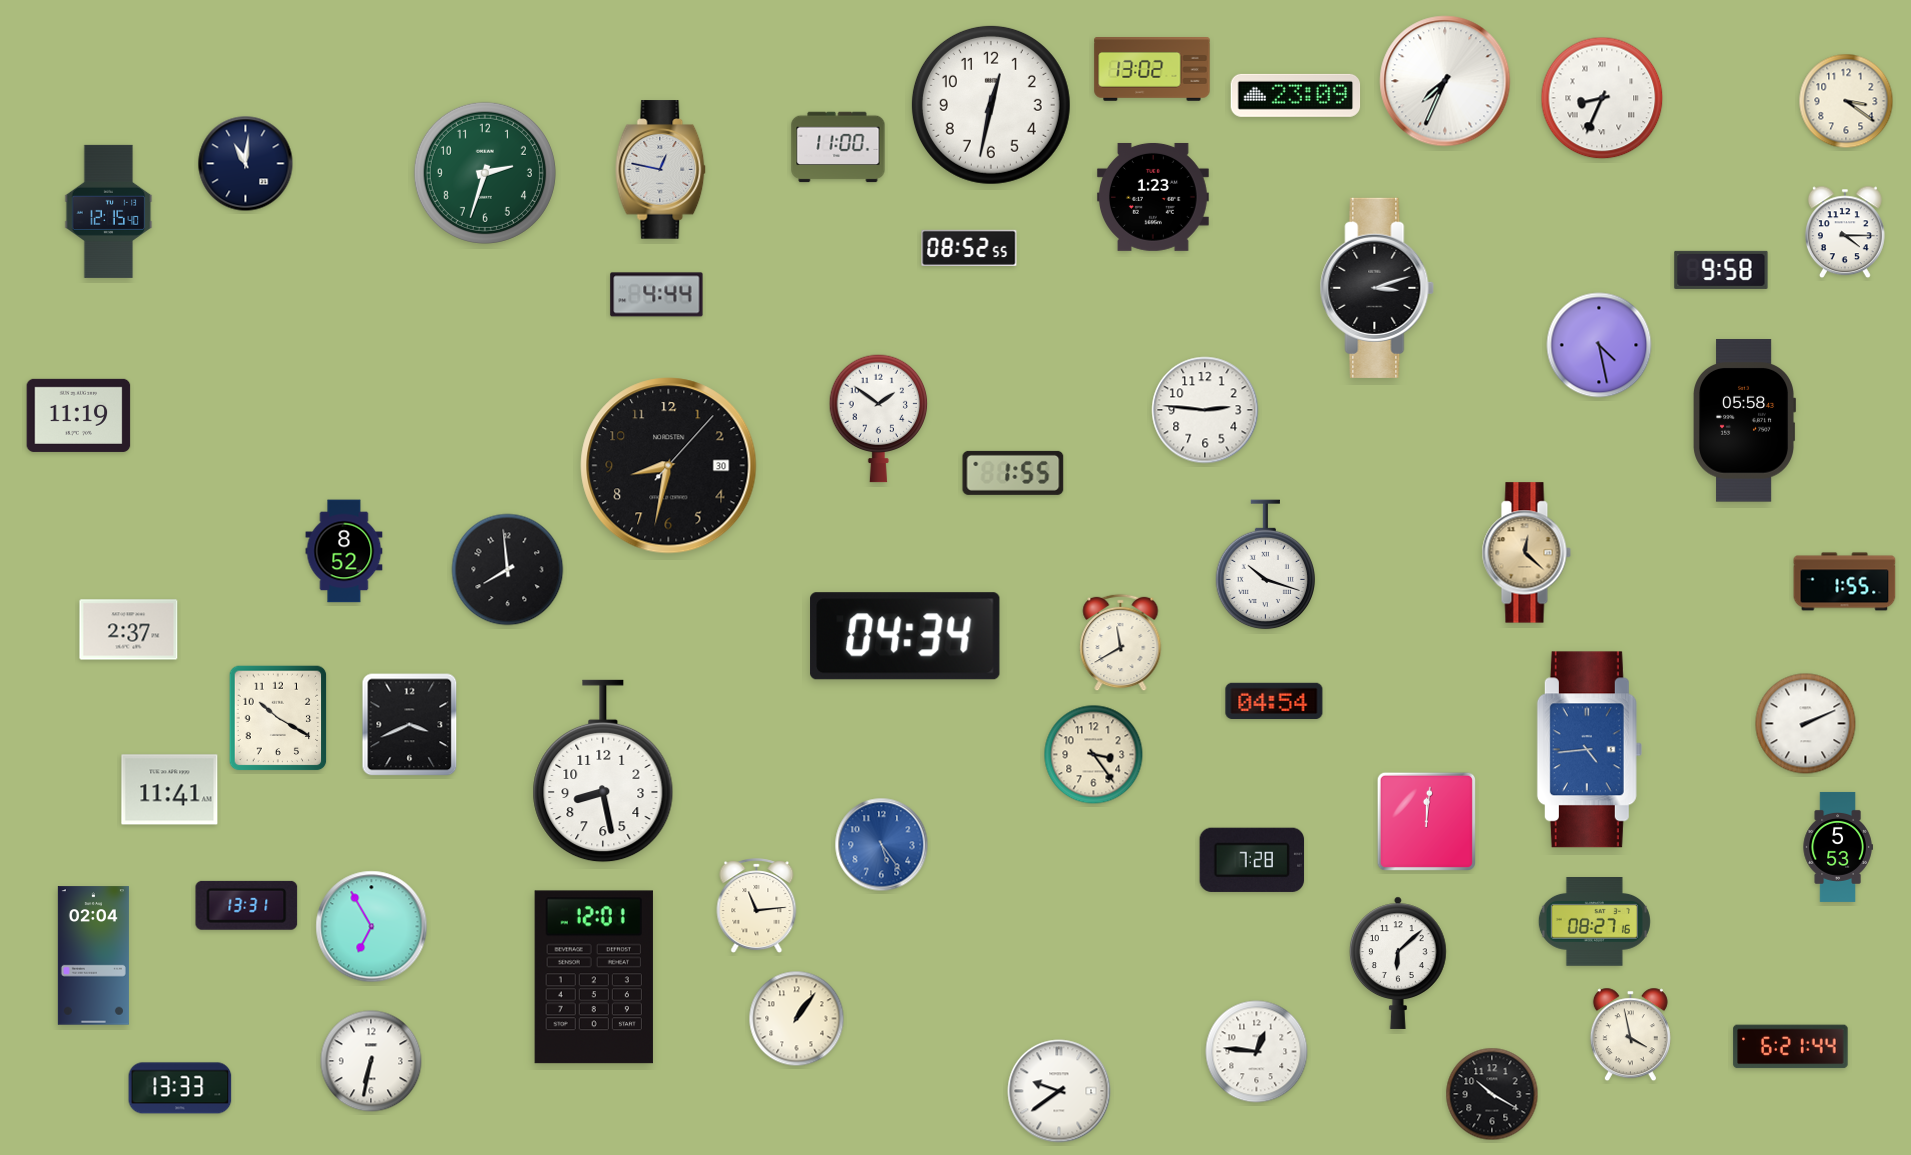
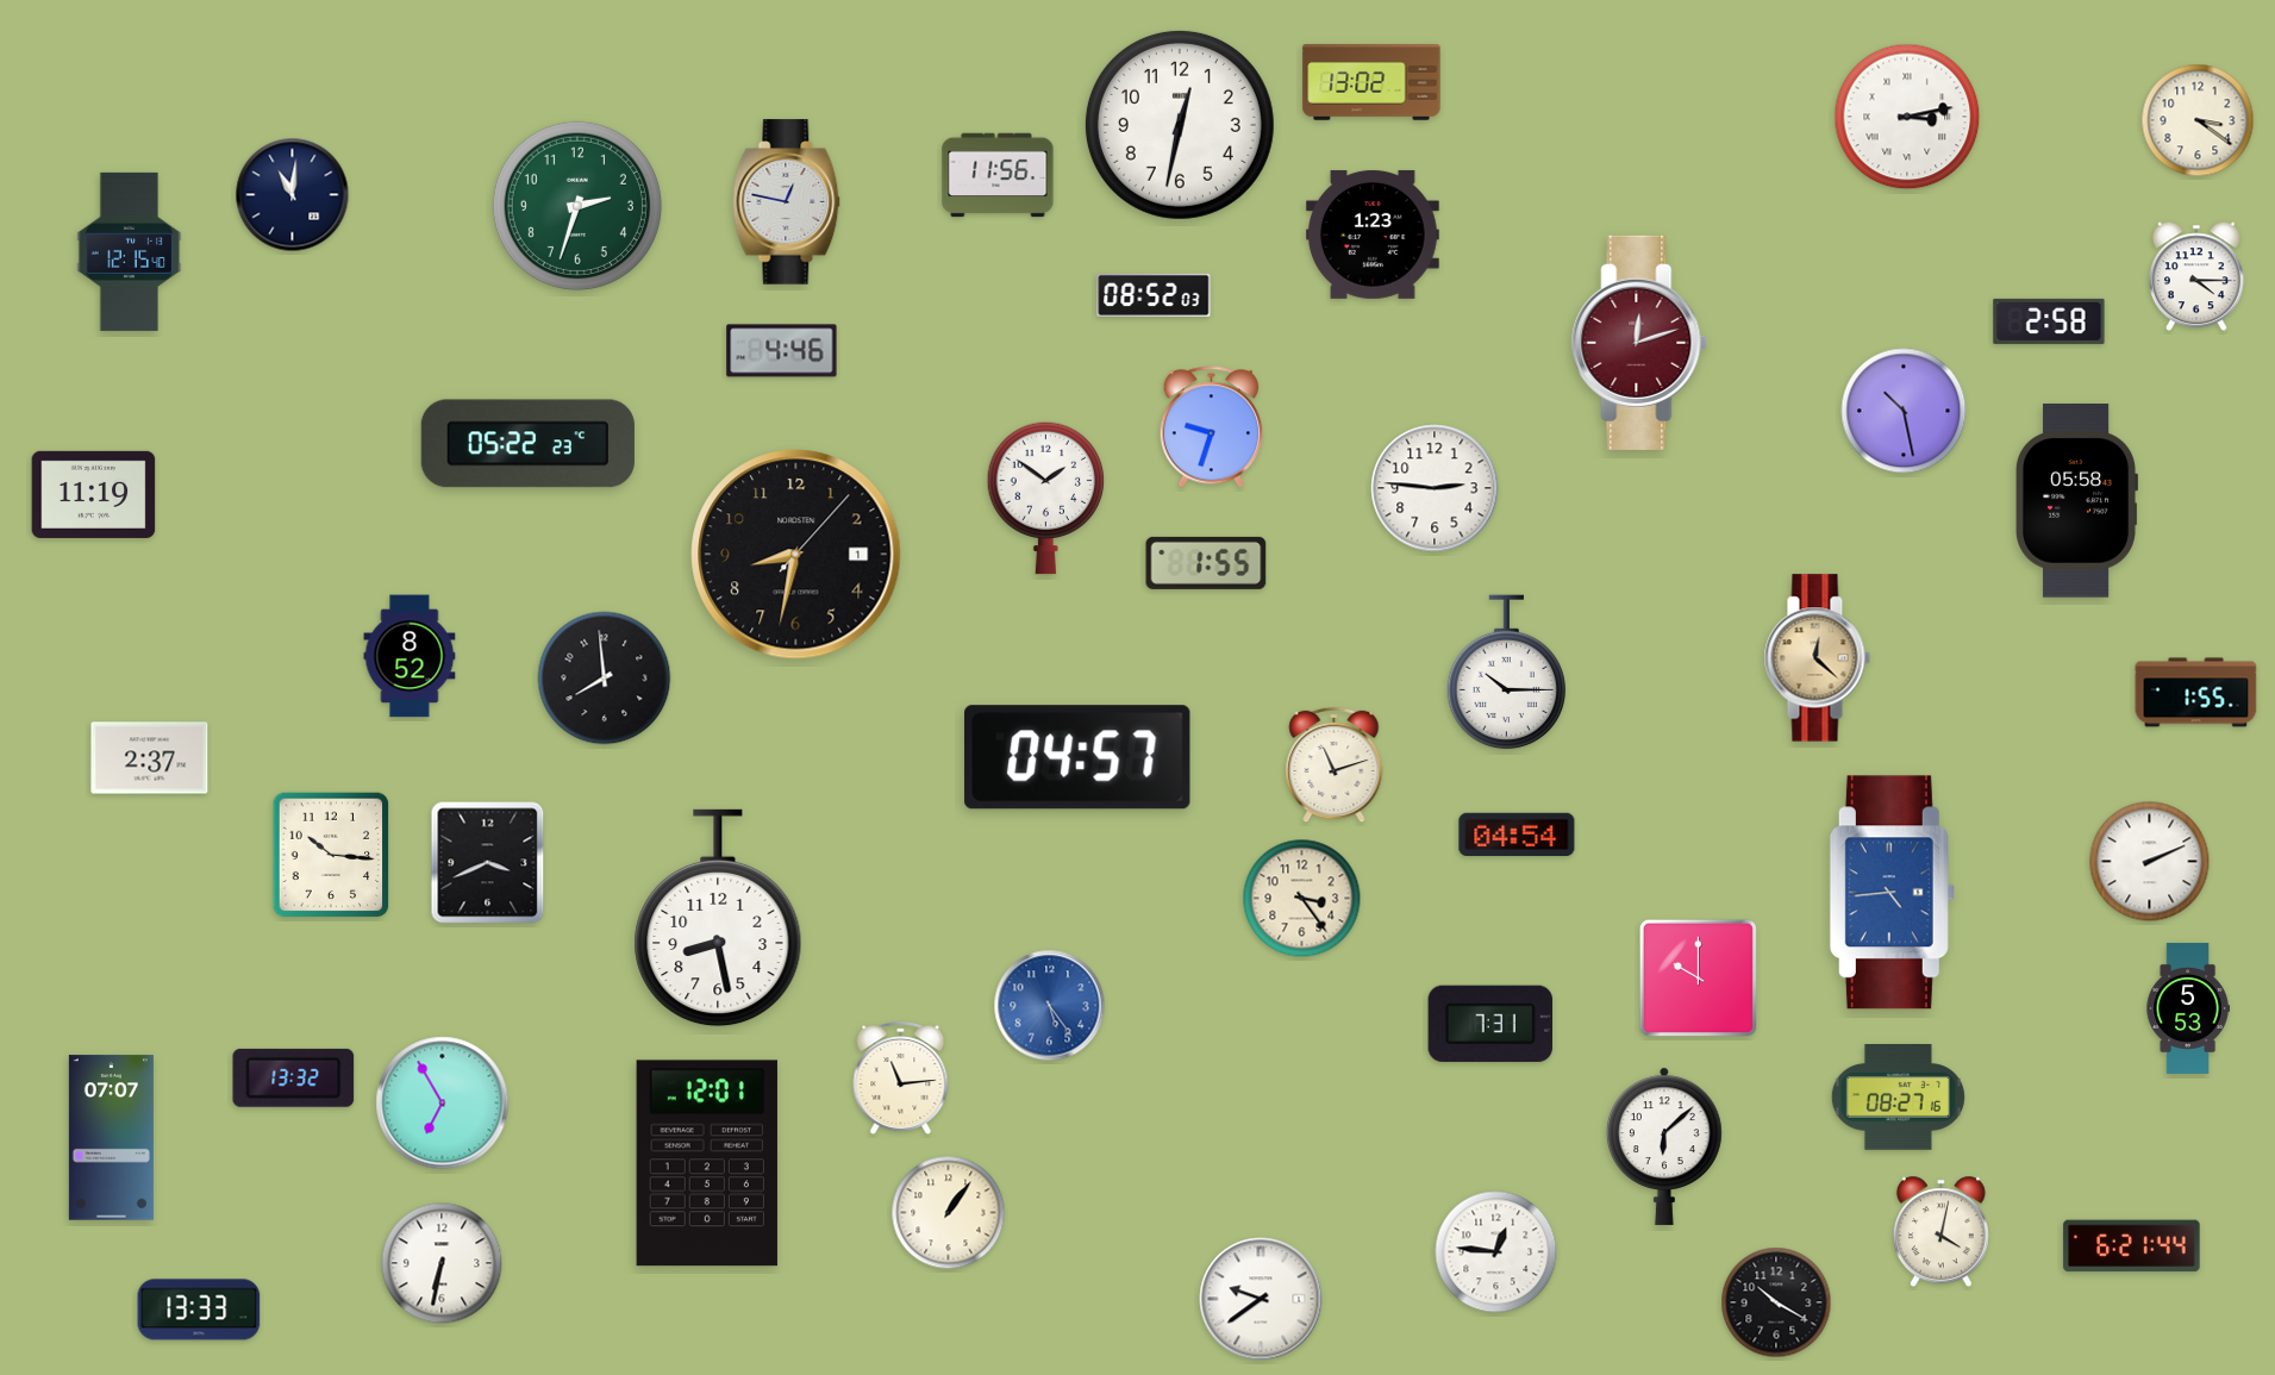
clock at (1445, 81): 7:34 -> none
clock at (1296, 95): 23:09 -> none
clock at (1602, 98): 8:34 -> 3:13
clock at (838, 147): 11:00 -> 11:56
clock at (969, 248): 08:52:55 -> 08:52:03
clock at (1721, 270): 9:58 -> 2:58
clock at (1377, 288): 3:12 -> 12:12
clock at (1377, 288) dial: black -> burgundy
clock at (657, 295): 4:44 -> 4:46
clock at (1599, 345): 4:28 -> 10:28
clock at (1212, 427): none -> 9:33
clock at (527, 444): none -> 05:22
clock at (669, 466) date: 30 -> 1
clock at (1265, 565): 10:18 -> 10:15
clock at (129, 630) position: (129, 630) -> (150, 758)
clock at (905, 636): 04:34 -> 04:57
clock at (1121, 643): 11:40 -> 11:12
clock at (278, 718): 10:20 -> 10:16
clock at (170, 790): 11:41 -> none
clock at (1426, 821): 12:01 -> 10:00
clock at (1252, 860): 7:28 -> 7:31
clock at (247, 905): 13:31 -> 13:32
clock at (93, 956): 02:04 -> 07:07
clock at (1630, 1035): 3:58 -> 4:02
clock at (180, 1088) position: (180, 1088) -> (199, 1310)
